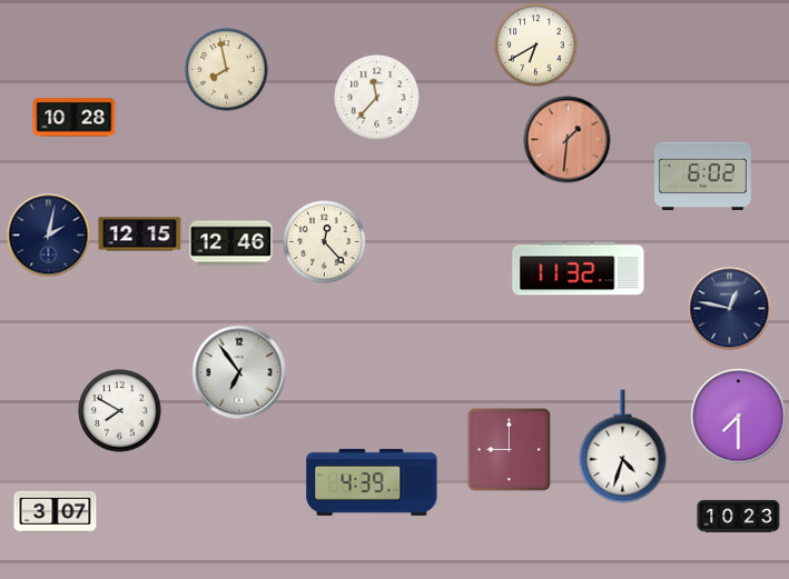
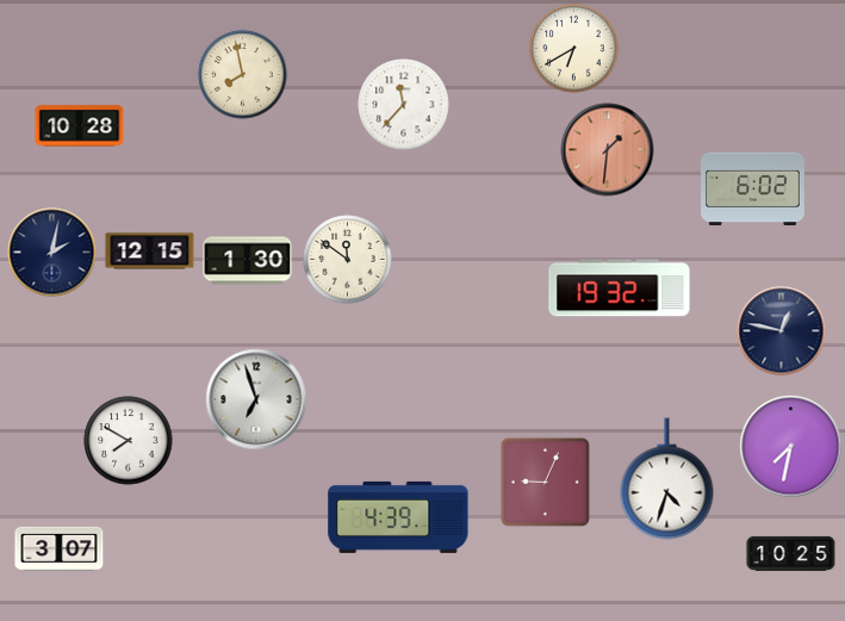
clock at (325, 242): 12:23 -> 11:51
clock at (231, 243): 12:46 -> 1:30
clock at (579, 269): 11:32 -> 19:32
clock at (239, 372): 6:54 -> 6:57
clock at (739, 417): 7:30 -> 7:32
clock at (509, 449): 9:00 -> 9:04
clock at (739, 516): 10:23 -> 10:25
